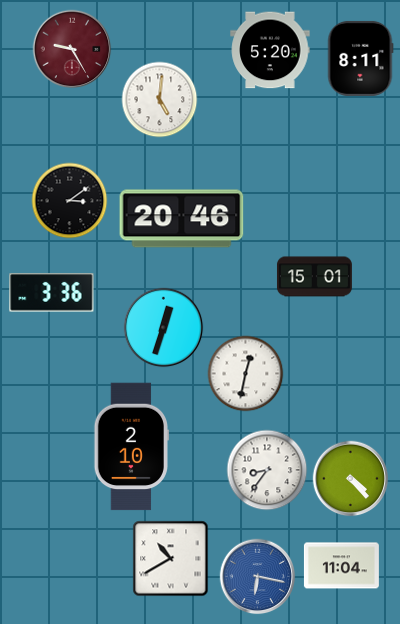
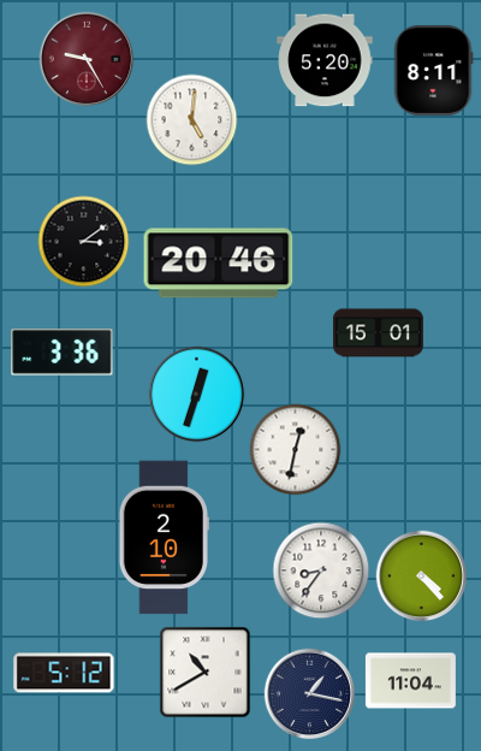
clock at (131, 447) position: (131, 447) -> (164, 538)
clock at (267, 470) position: (267, 470) -> (321, 570)
clock at (64, 673): none -> 5:12
clock at (258, 577): 6:17 -> 1:17
clock at (258, 577) dial: blue -> navy
